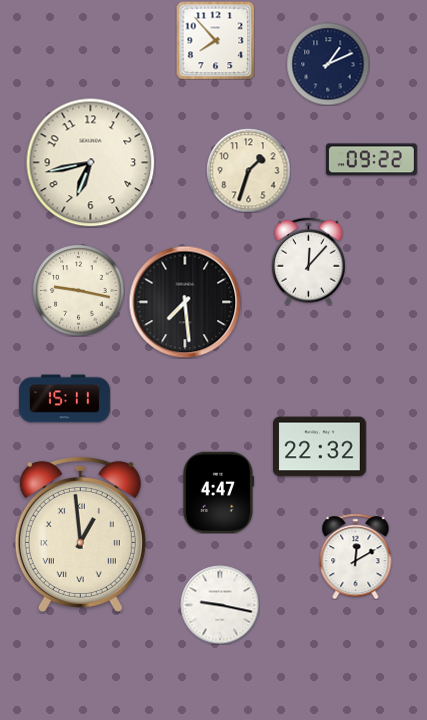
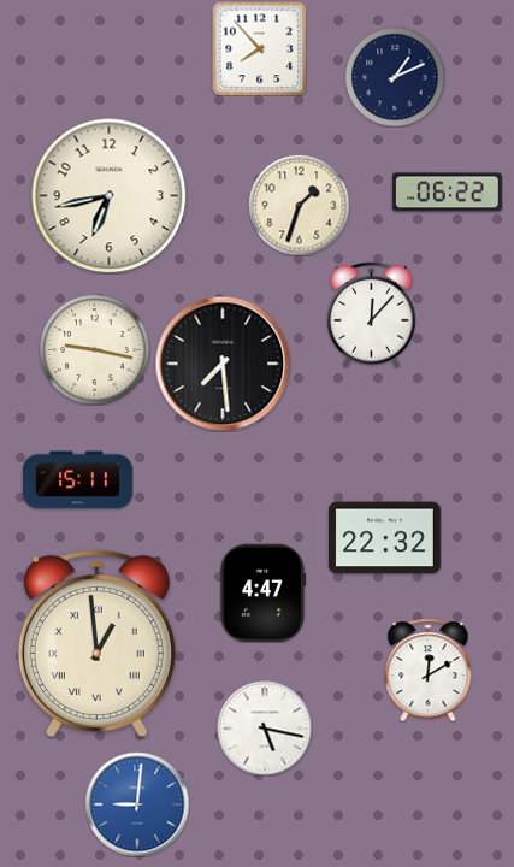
clock at (371, 160): 09:22 -> 06:22
clock at (220, 605): 9:17 -> 5:17
clock at (137, 804): none -> 9:01
